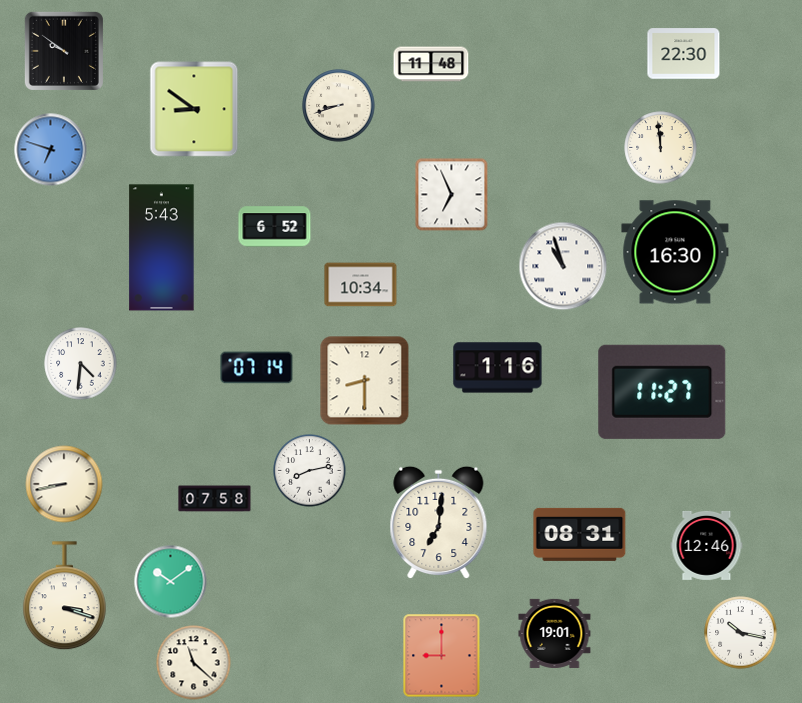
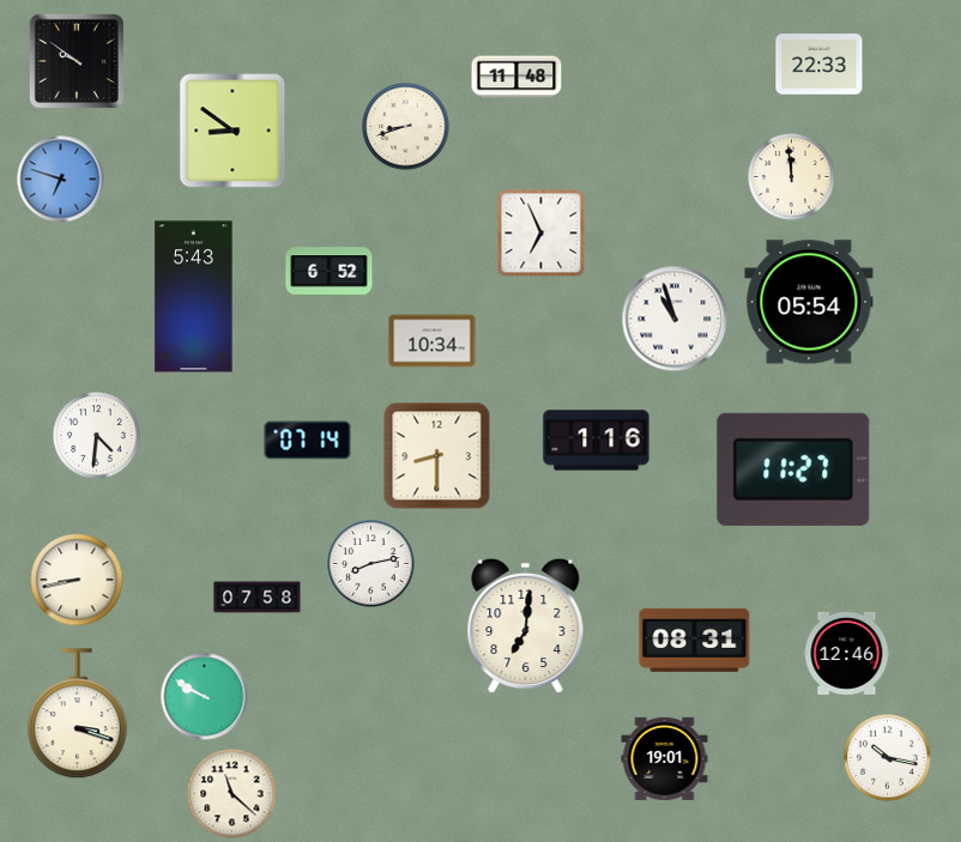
clock at (684, 54): 22:30 -> 22:33
clock at (675, 252): 16:30 -> 05:54
clock at (171, 582): 10:09 -> 9:50
clock at (442, 656): 9:00 -> none
